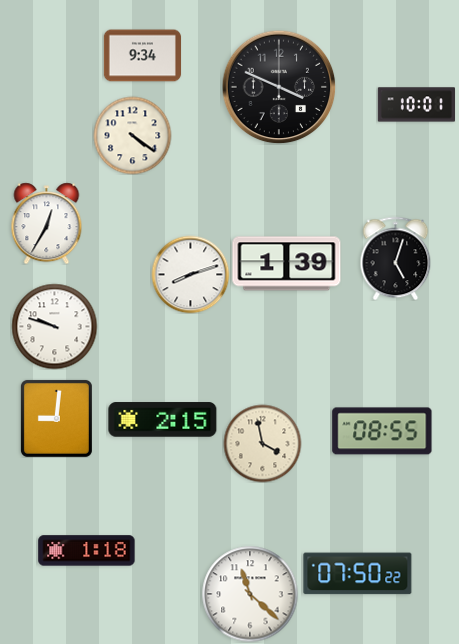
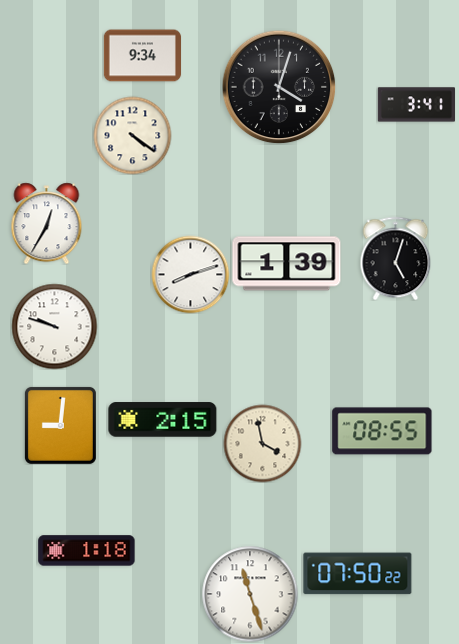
clock at (279, 87): 3:49 -> 4:03
clock at (416, 105): 10:01 -> 3:41
clock at (56, 418) position: (56, 418) -> (60, 425)
clock at (250, 594): 11:22 -> 11:27
